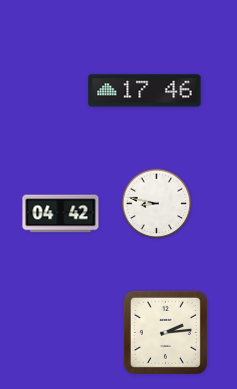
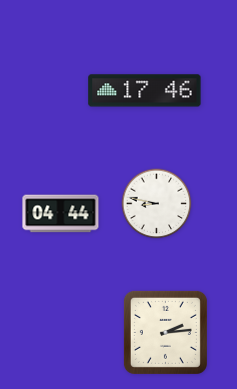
clock at (61, 214): 04:42 -> 04:44
